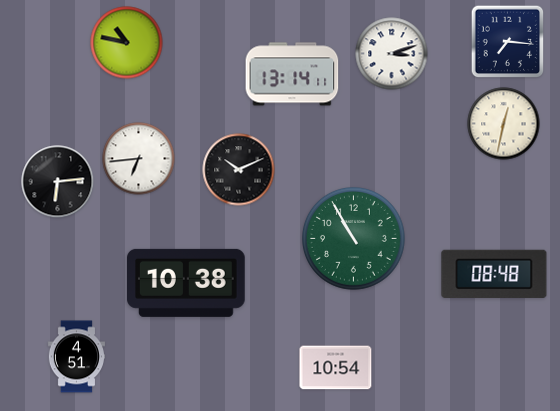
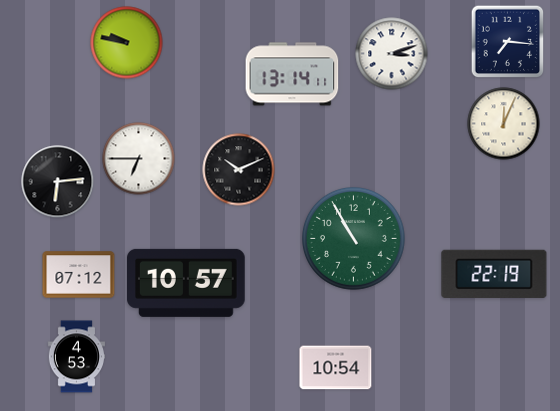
clock at (127, 43): 10:47 -> 9:47
clock at (504, 124): 12:32 -> 12:04
clock at (139, 159): 6:44 -> 6:45
clock at (494, 274): 08:48 -> 22:19
clock at (79, 275): none -> 07:12
clock at (187, 283): 10:38 -> 10:57
clock at (76, 357): 4:51 -> 4:53
